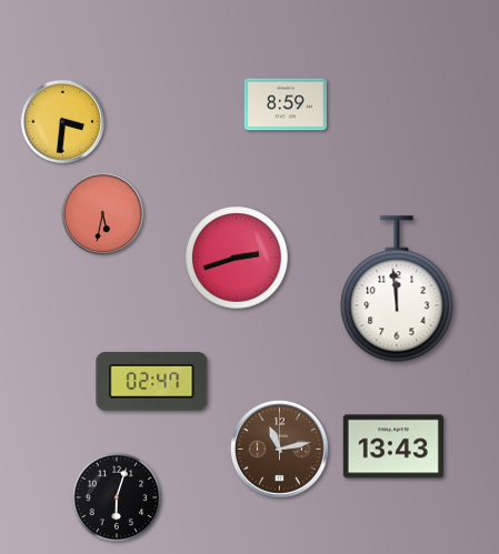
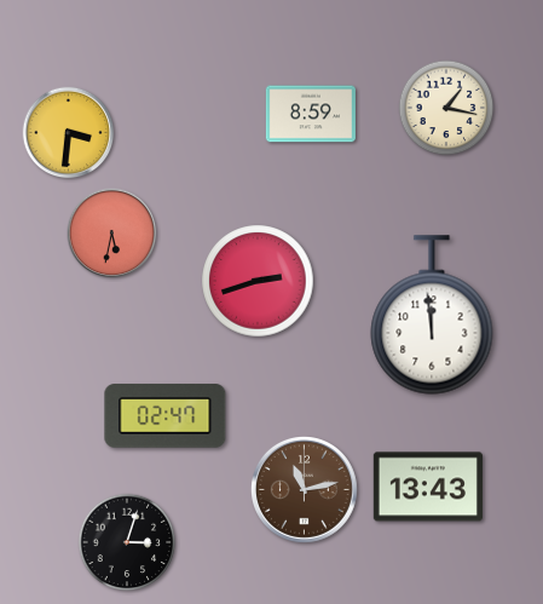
clock at (446, 108): none -> 1:17
clock at (117, 497): 6:03 -> 3:03
